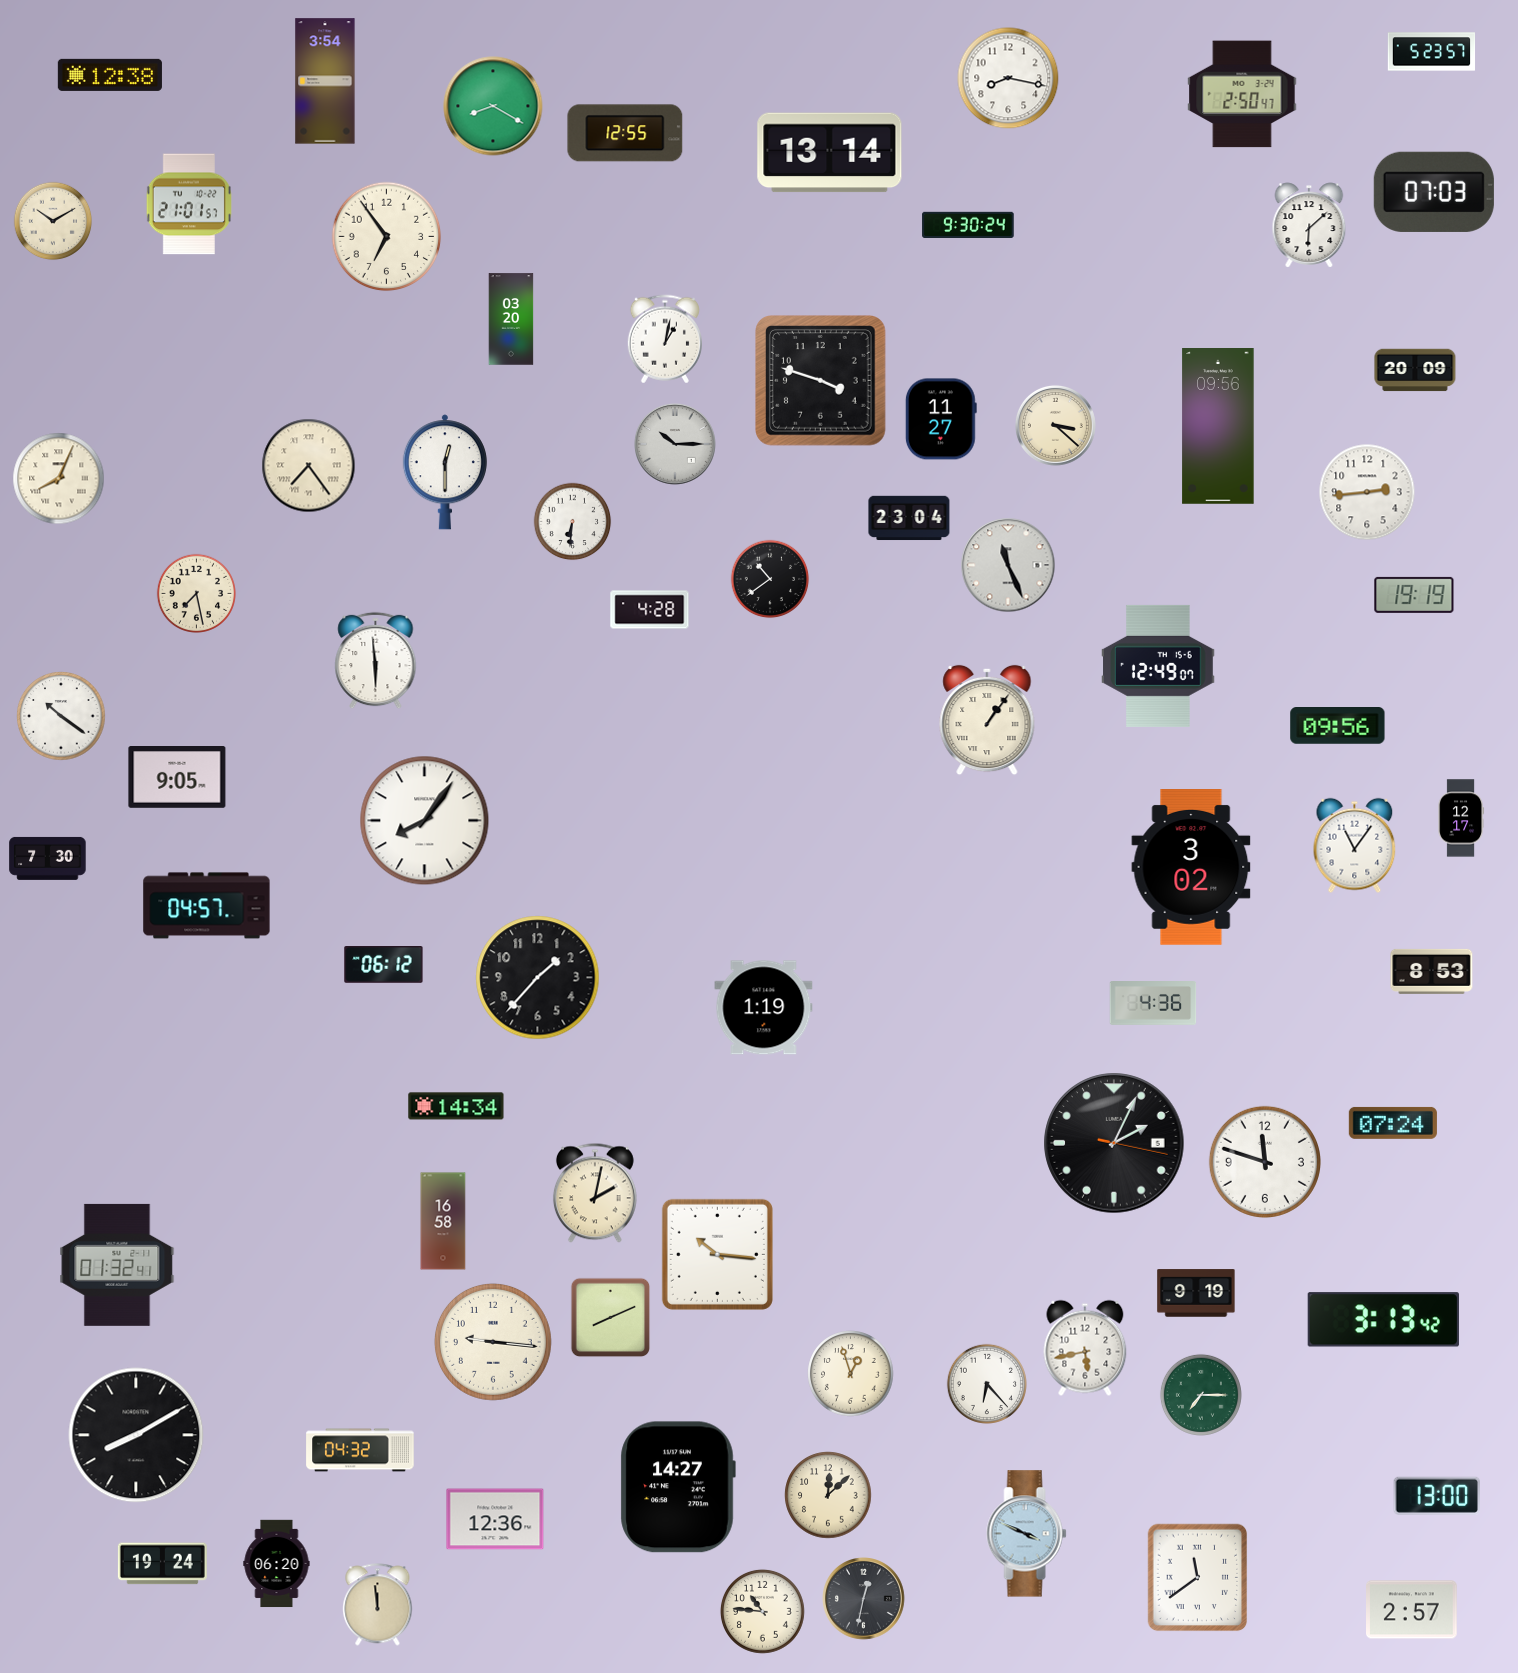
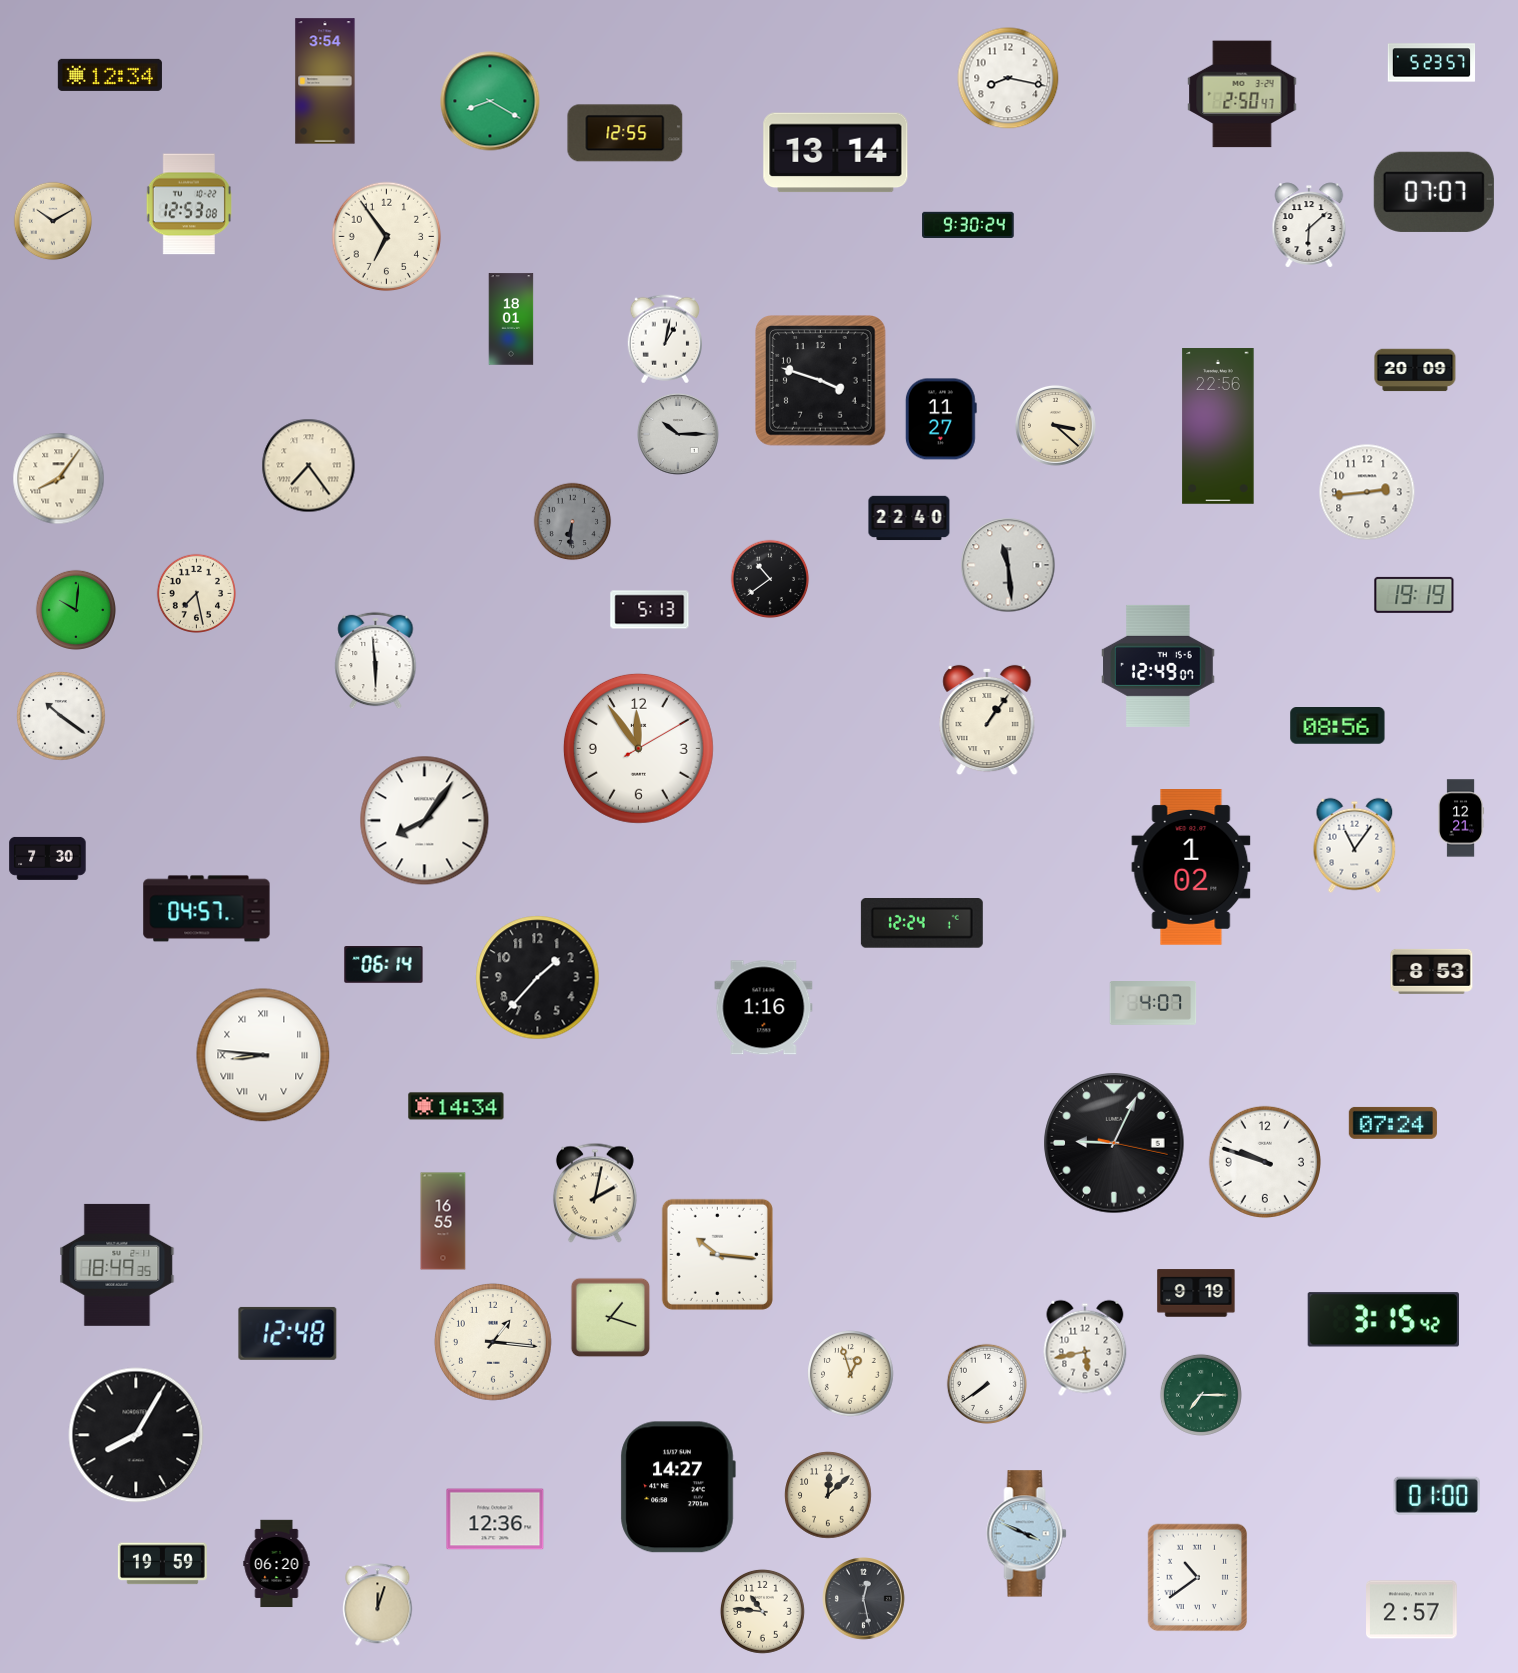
clock at (1432, 52) position: (1432, 52) -> (1432, 63)
clock at (110, 75): 12:38 -> 12:34
clock at (493, 106) position: (493, 106) -> (490, 101)
clock at (830, 153) position: (830, 153) -> (836, 153)
clock at (1434, 192): 07:03 -> 07:07
clock at (189, 204): 21:01 -> 12:53
clock at (511, 319): 03:20 -> 18:01
clock at (1218, 427): 09:56 -> 22:56
clock at (676, 445) position: (676, 445) -> (679, 435)
clock at (445, 472): 12:30 -> none
clock at (59, 479): 8:04 -> 8:06
clock at (909, 518): 23:04 -> 22:40
clock at (573, 522) dial: white -> grey
clock at (1008, 565): 11:26 -> 11:29
clock at (76, 610): none -> 10:01
clock at (650, 610): 4:28 -> 5:13
clock at (1338, 726): 09:56 -> 08:56
clock at (638, 748): none -> 11:54
clock at (177, 778): 9:05 -> none
clock at (1461, 818): 12:17 -> 12:21
clock at (1191, 868): 3:02 -> 1:02
clock at (207, 906) position: (207, 906) -> (207, 909)
clock at (922, 924): none -> 12:24
clock at (384, 965): 06:12 -> 06:14
clock at (1153, 1004): 4:36 -> 4:07
clock at (764, 1008): 1:19 -> 1:16
clock at (263, 1055): none -> 8:46
clock at (1114, 1143): 2:04 -> 9:04
clock at (1265, 1162): 11:48 -> 9:48
clock at (443, 1221): 16:58 -> 16:55
clock at (117, 1265): 01:32 -> 18:49
clock at (611, 1318): 8:11 -> 1:18
clock at (1383, 1320): 3:13 -> 3:15
clock at (288, 1333): none -> 12:48
clock at (493, 1342): 9:16 -> 1:16
clock at (987, 1384): 6:23 -> 7:39
clock at (136, 1435): 8:10 -> 8:05
clock at (360, 1450): 04:32 -> none
clock at (1437, 1496): 13:00 -> 01:00
clock at (162, 1564): 19:24 -> 19:59
clock at (1198, 1578): 11:39 -> 10:39
clock at (864, 1599): 12:32 -> 12:28
clock at (378, 1605): 11:59 -> 12:03
